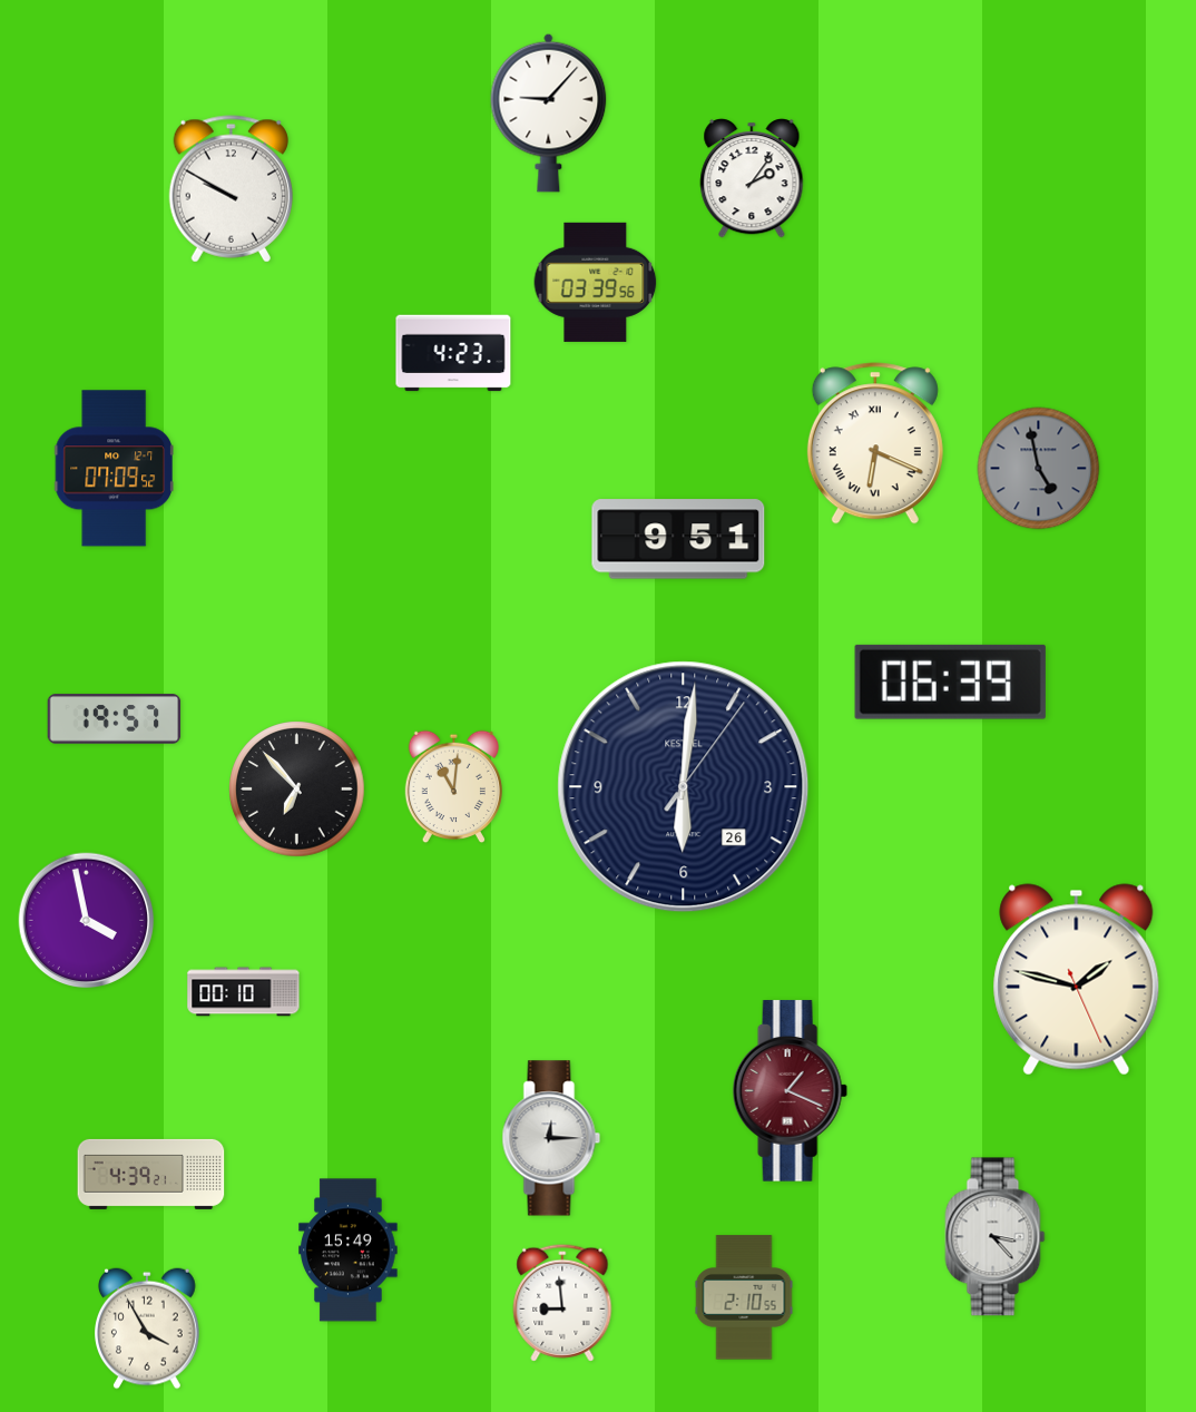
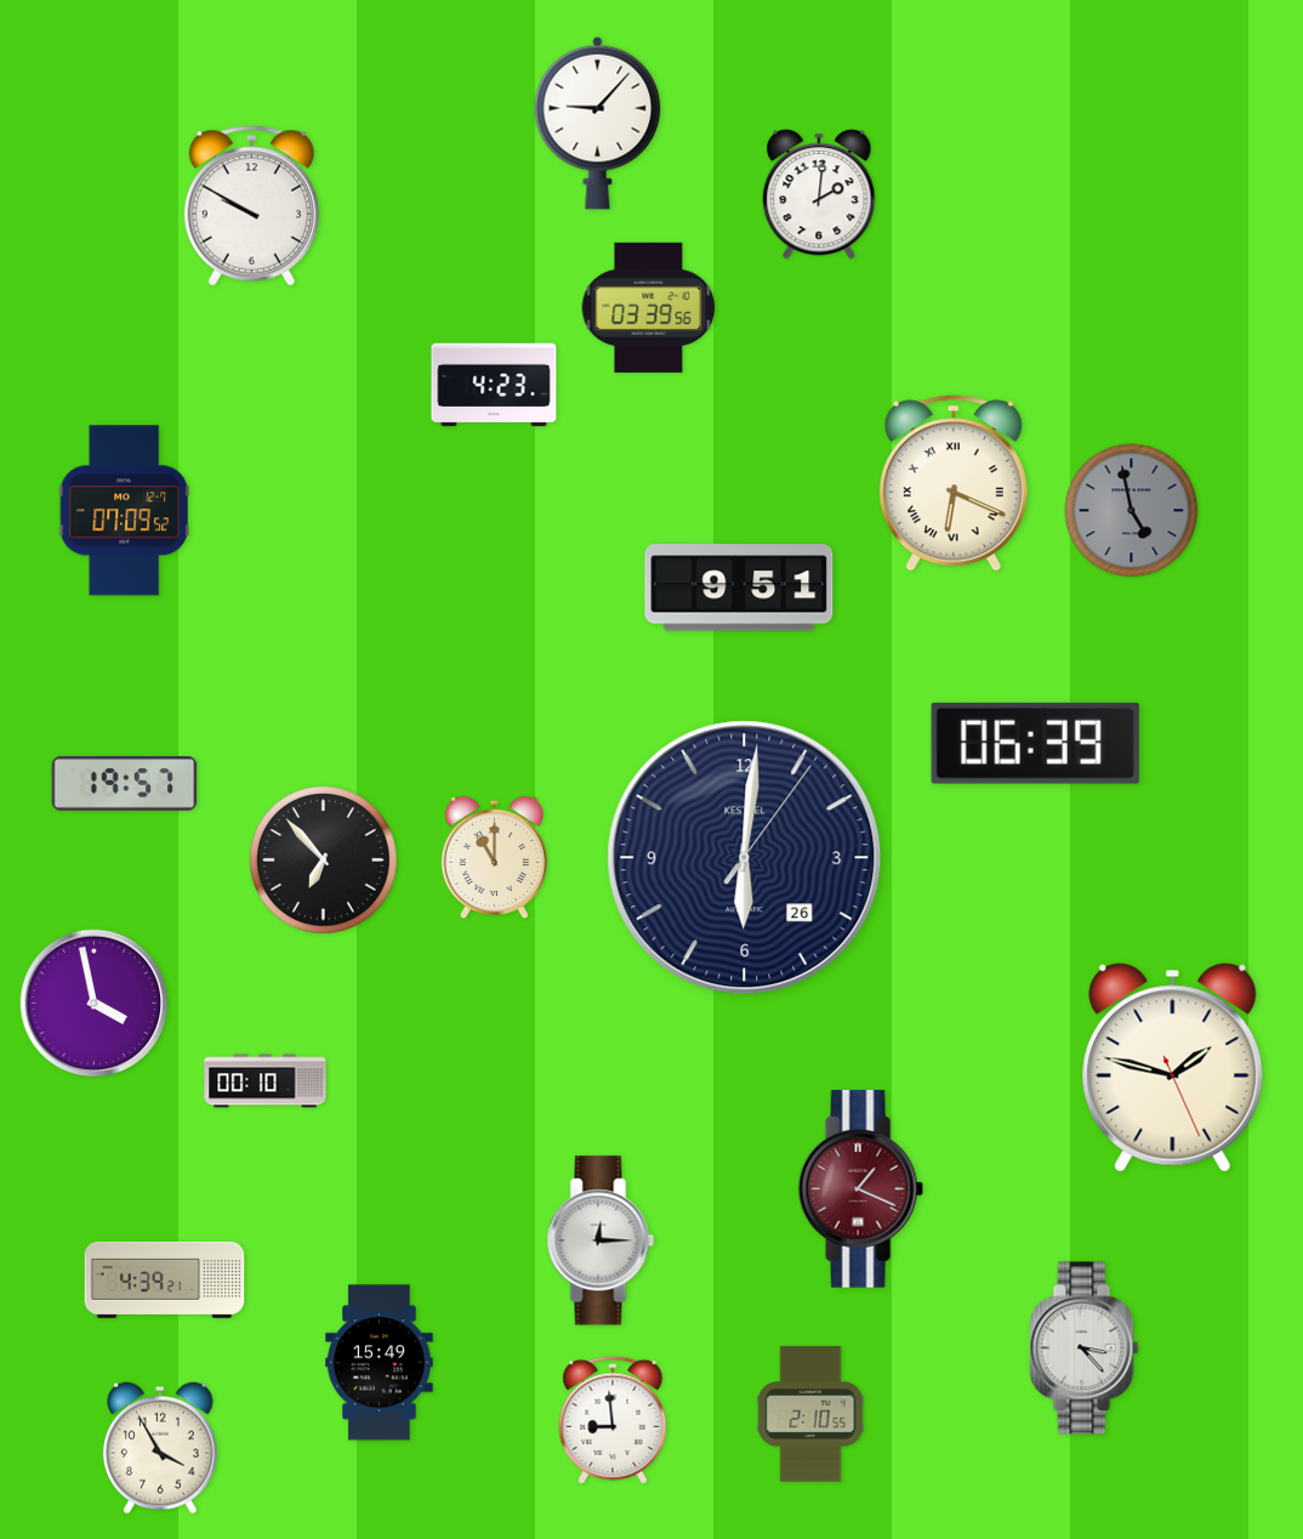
clock at (752, 178): 2:06 -> 2:01
clock at (453, 787): 11:01 -> 11:00
